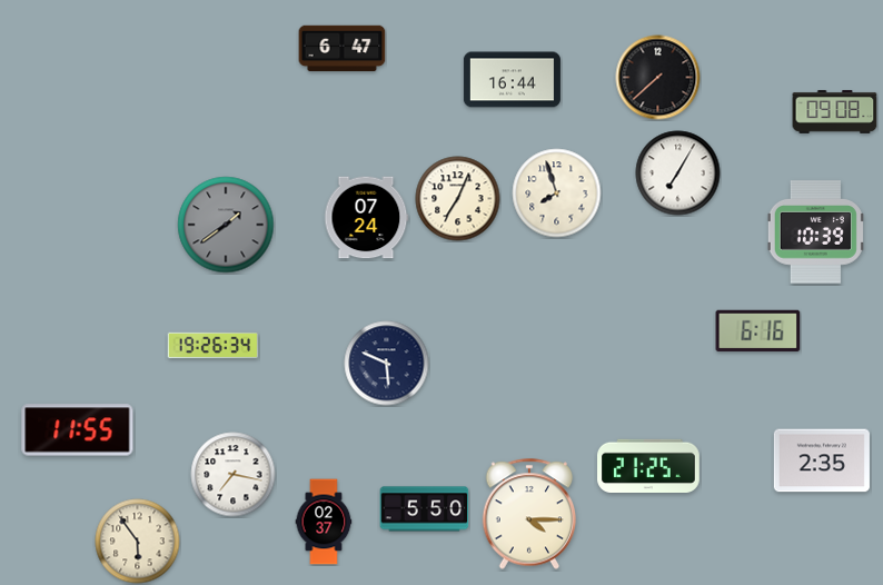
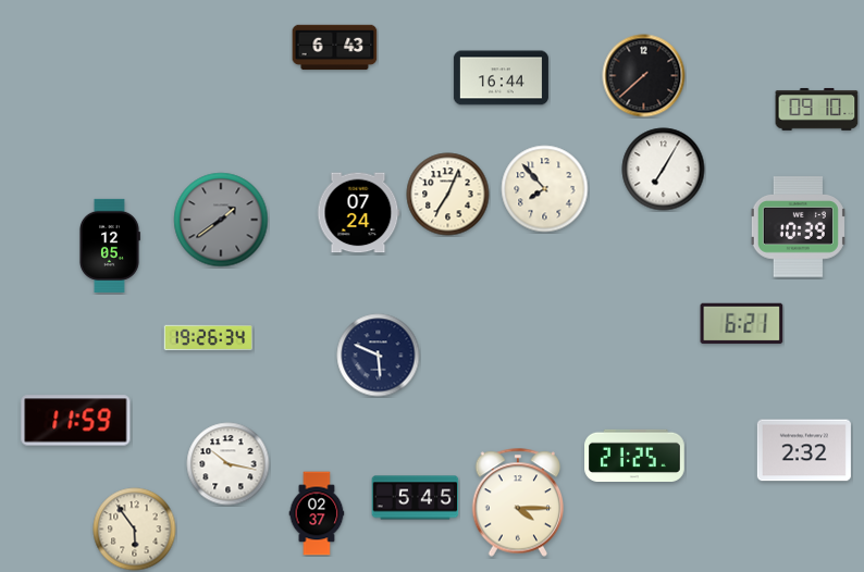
clock at (343, 49): 6:47 -> 6:43
clock at (835, 111): 09:08 -> 09:10
clock at (557, 194): 7:57 -> 7:53
clock at (109, 246): none -> 12:05
clock at (758, 331): 6:16 -> 6:21
clock at (78, 430): 11:55 -> 11:59
clock at (822, 460): 2:35 -> 2:32
clock at (234, 475): 7:17 -> 10:17
clock at (425, 509): 5:50 -> 5:45
clock at (324, 522) position: (324, 522) -> (317, 513)
